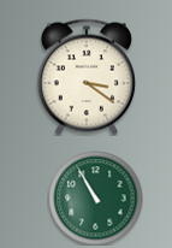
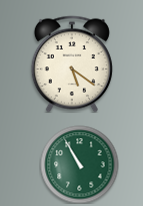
clock at (87, 77): 3:21 -> 5:21
